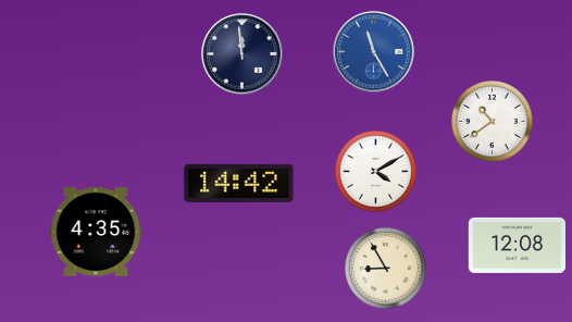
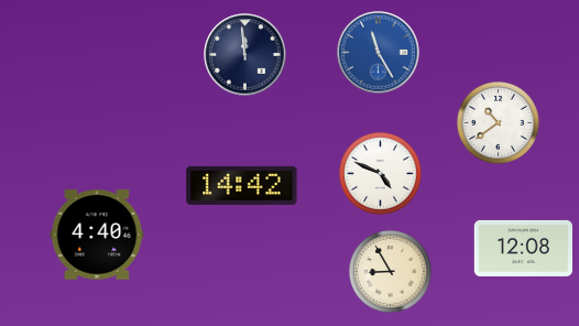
clock at (375, 171): 4:10 -> 4:49
clock at (96, 232): 4:35 -> 4:40
